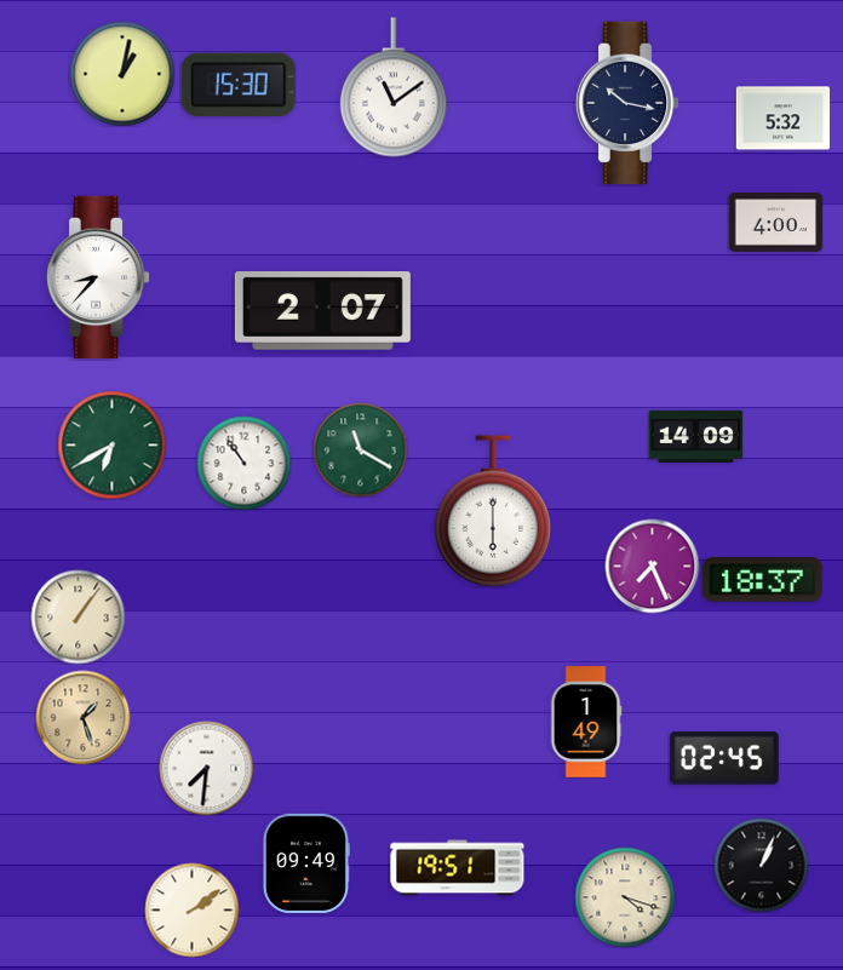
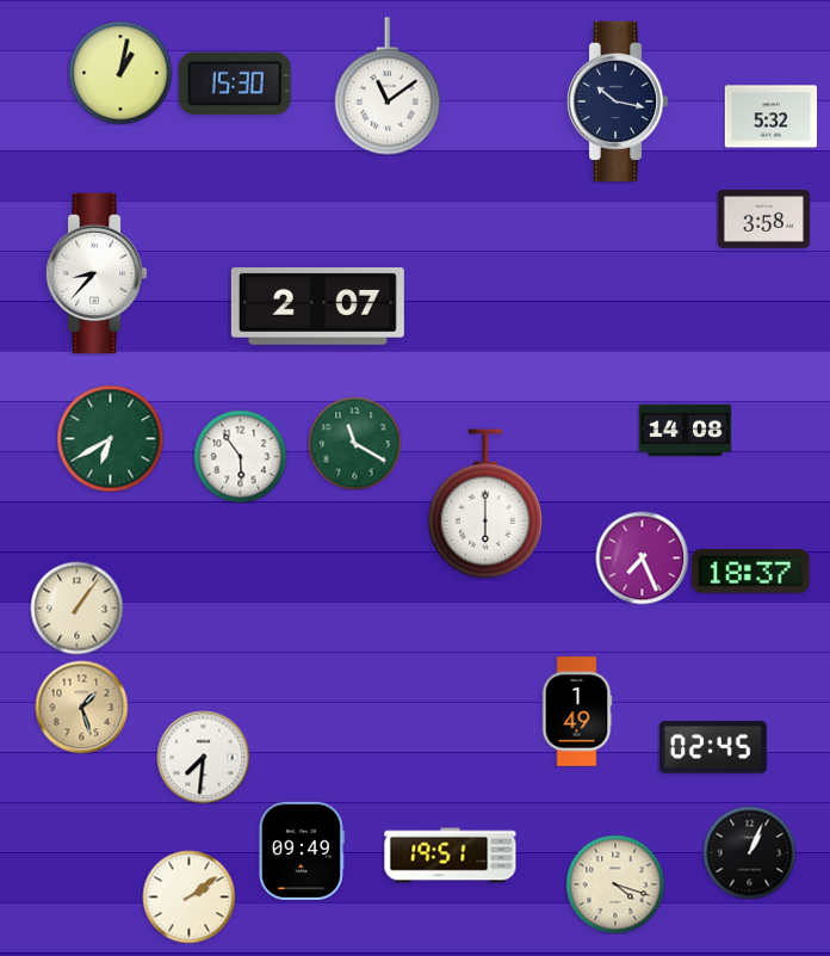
clock at (775, 222): 4:00 -> 3:58
clock at (695, 436): 14:09 -> 14:08
clock at (243, 463): 10:54 -> 5:54
